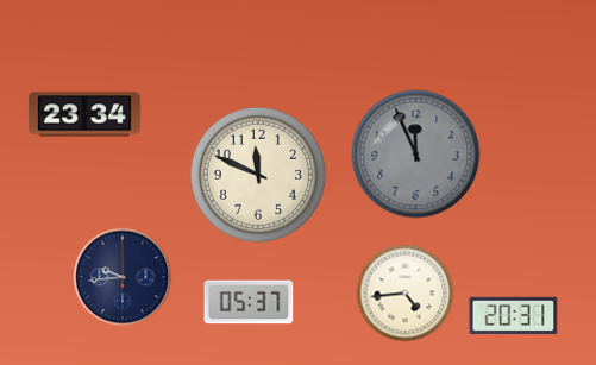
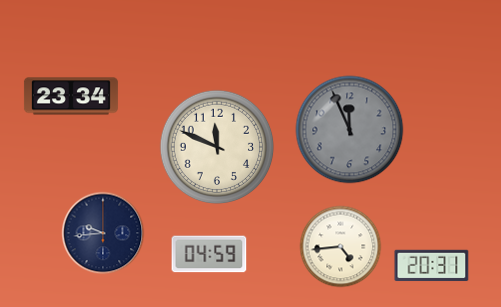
clock at (249, 302): 05:37 -> 04:59
